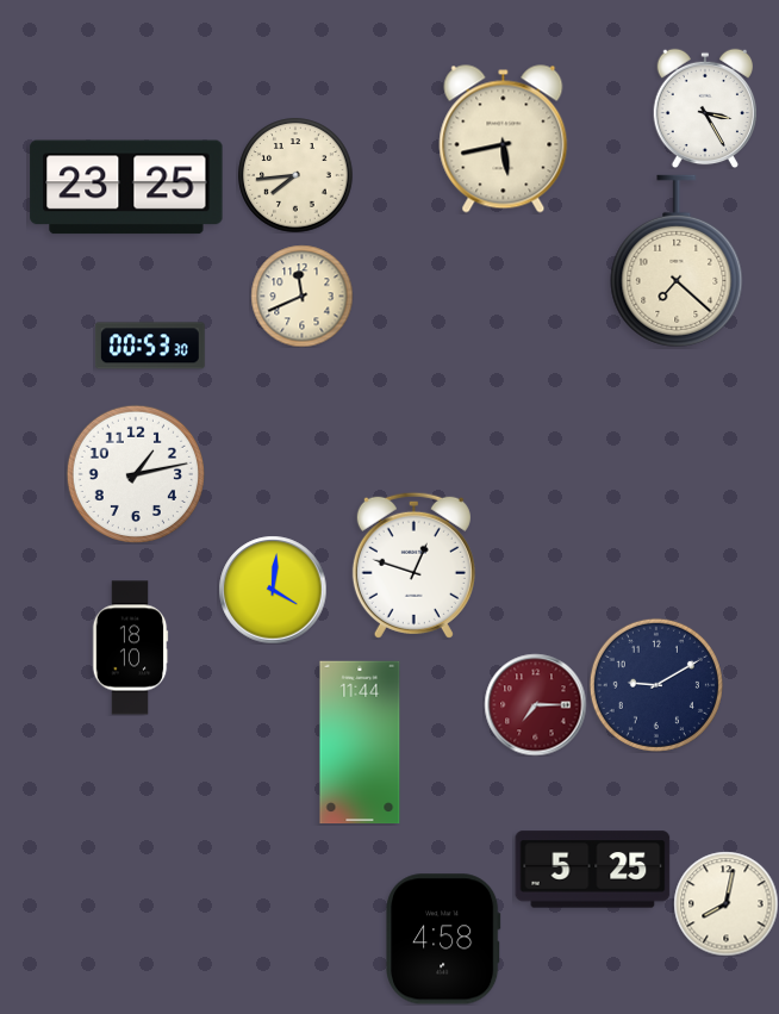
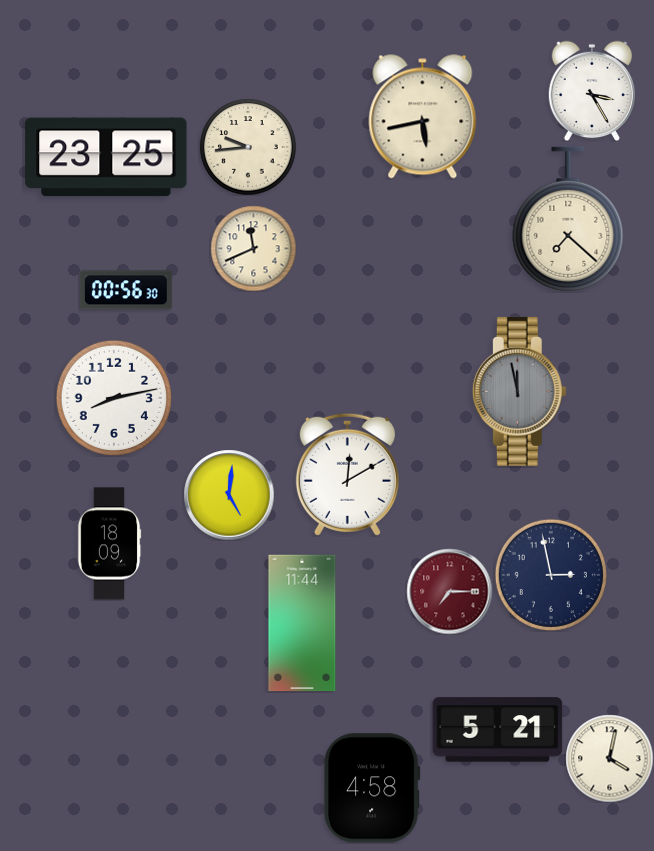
clock at (295, 175): 7:44 -> 9:44
clock at (150, 346): 00:53 -> 00:56
clock at (519, 391): none -> 11:58
clock at (136, 474): 1:13 -> 8:13
clock at (413, 565): 12:48 -> 12:10
clock at (273, 590): 4:01 -> 5:01
clock at (130, 648): 18:10 -> 18:09
clock at (656, 685): 9:10 -> 2:58
clock at (593, 870): 5:25 -> 5:21
clock at (725, 903): 8:02 -> 4:02
